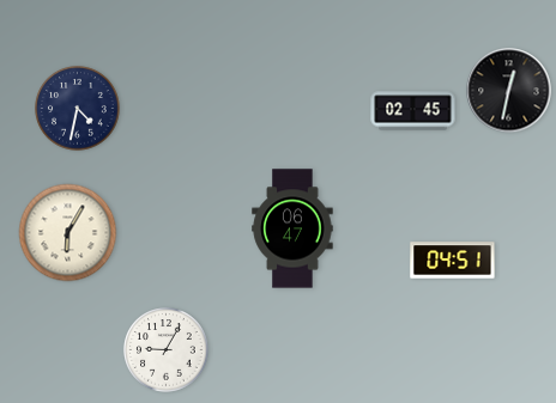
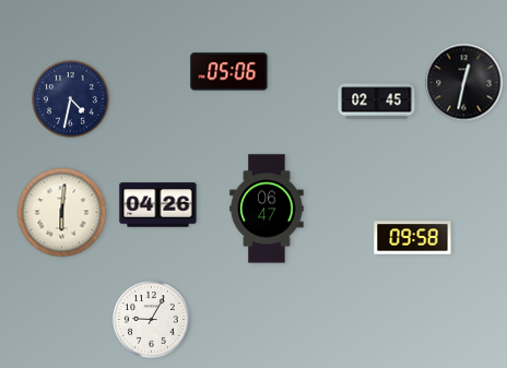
clock at (229, 72): none -> 05:06
clock at (158, 205): none -> 04:26
clock at (68, 233): 6:05 -> 6:01
clock at (453, 261): 04:51 -> 09:58
